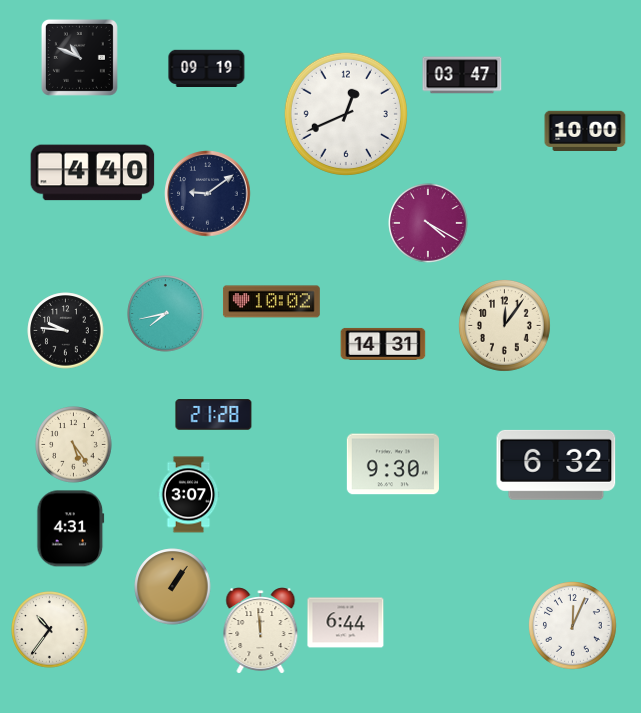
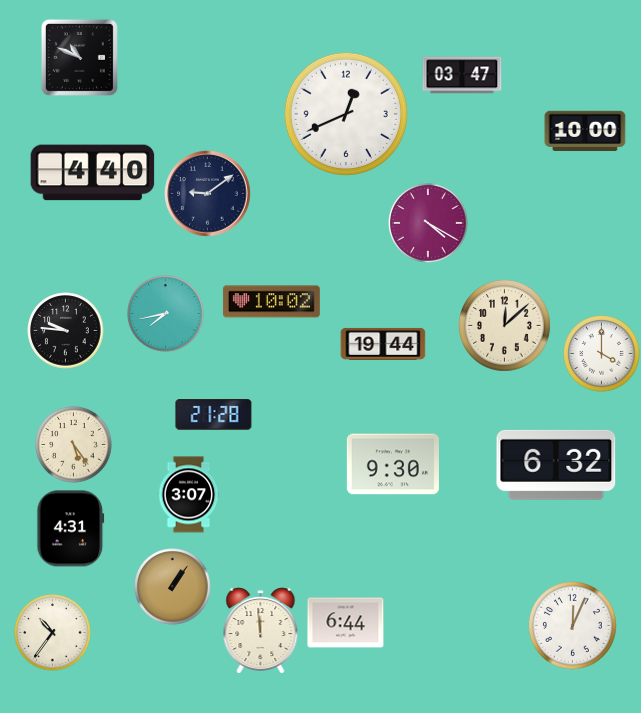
clock at (207, 68): 09:19 -> none
clock at (504, 325): 12:06 -> 12:08
clock at (383, 344): 14:31 -> 19:44
clock at (602, 354): none -> 4:00
clock at (50, 630) position: (50, 630) -> (53, 633)
